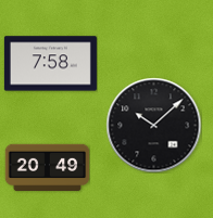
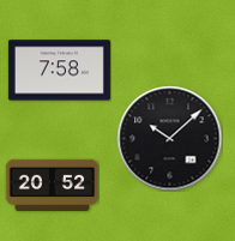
clock at (50, 64) position: (50, 64) -> (59, 71)
clock at (47, 167): 20:49 -> 20:52
